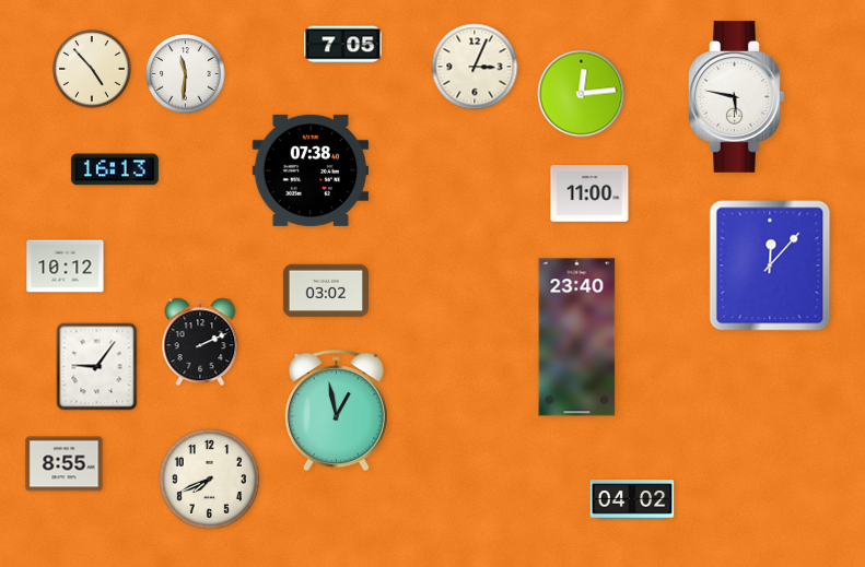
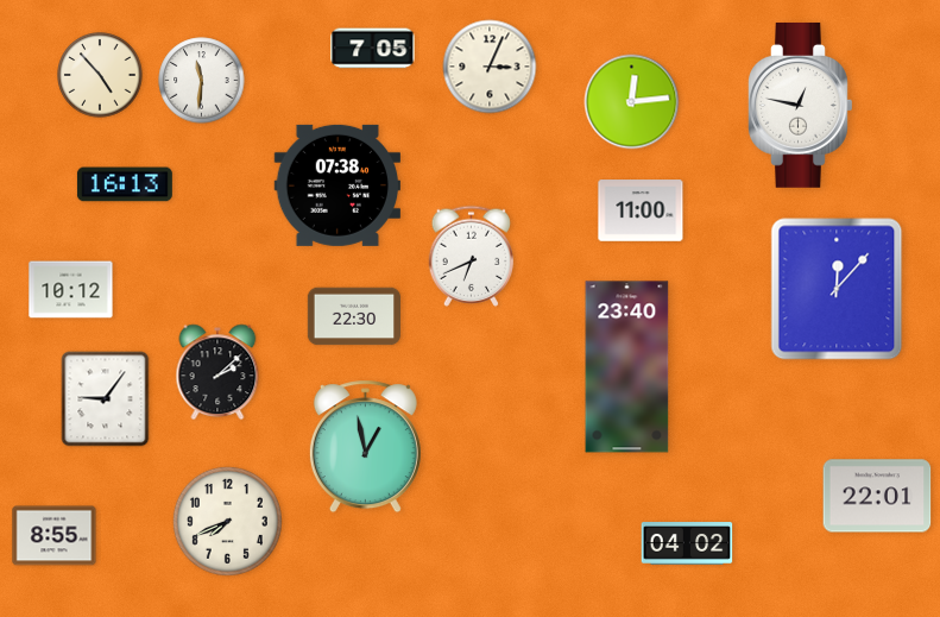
clock at (475, 67) position: (475, 67) -> (490, 67)
clock at (737, 96): 5:47 -> 12:47
clock at (472, 256): none -> 6:41
clock at (325, 291): 03:02 -> 22:30
clock at (200, 342): 2:11 -> 2:08
clock at (877, 496): none -> 22:01
clock at (65, 464) position: (65, 464) -> (55, 536)
